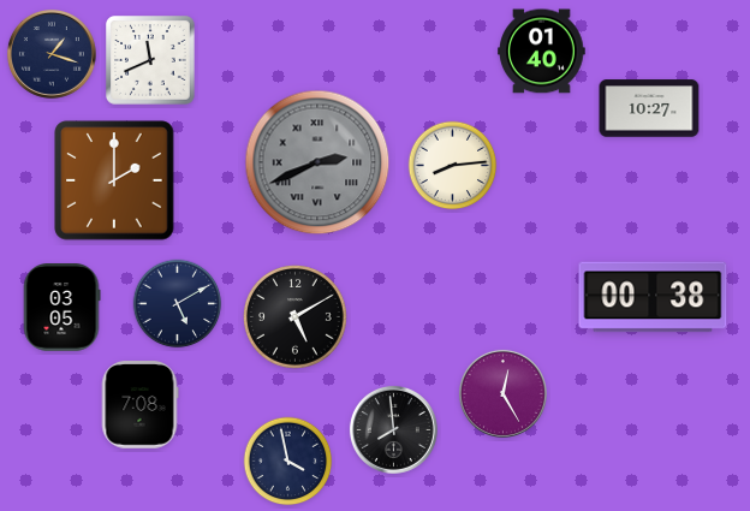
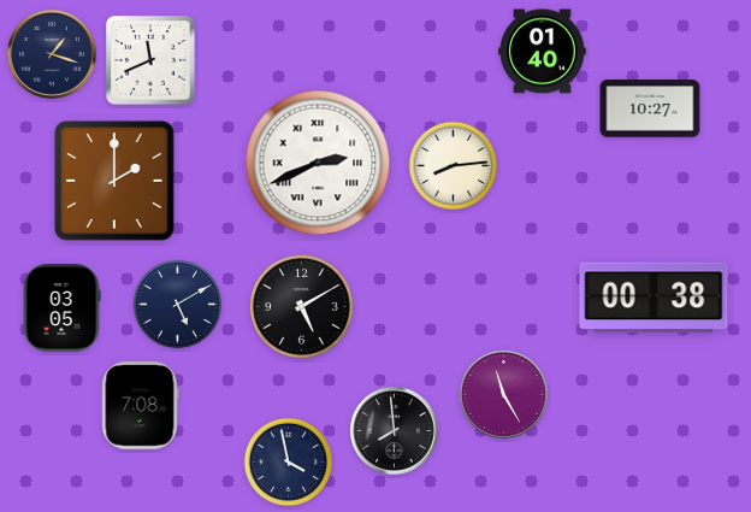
clock at (317, 162) dial: grey -> white
clock at (296, 317) position: (296, 317) -> (302, 307)
clock at (502, 393): 12:25 -> 11:25
